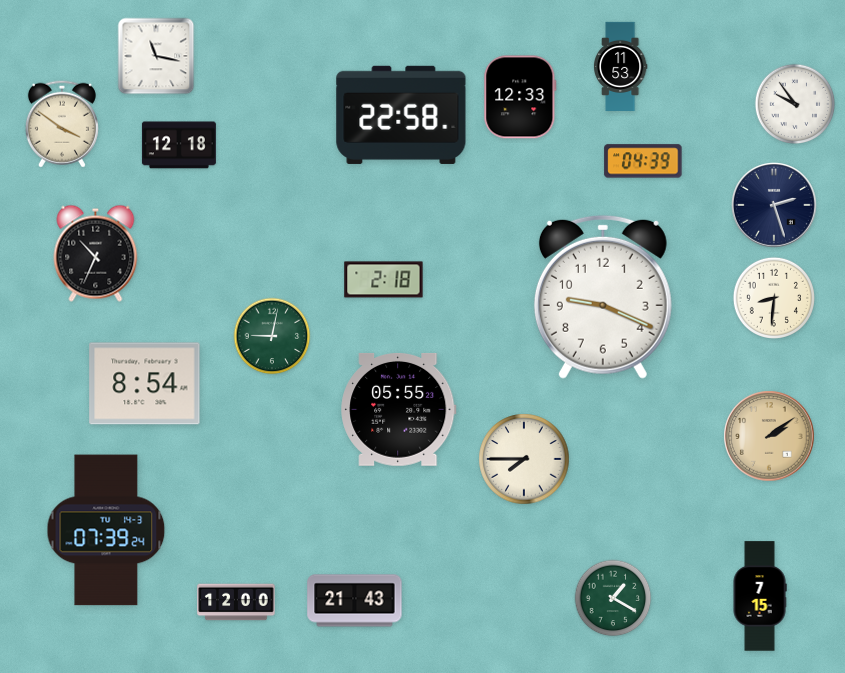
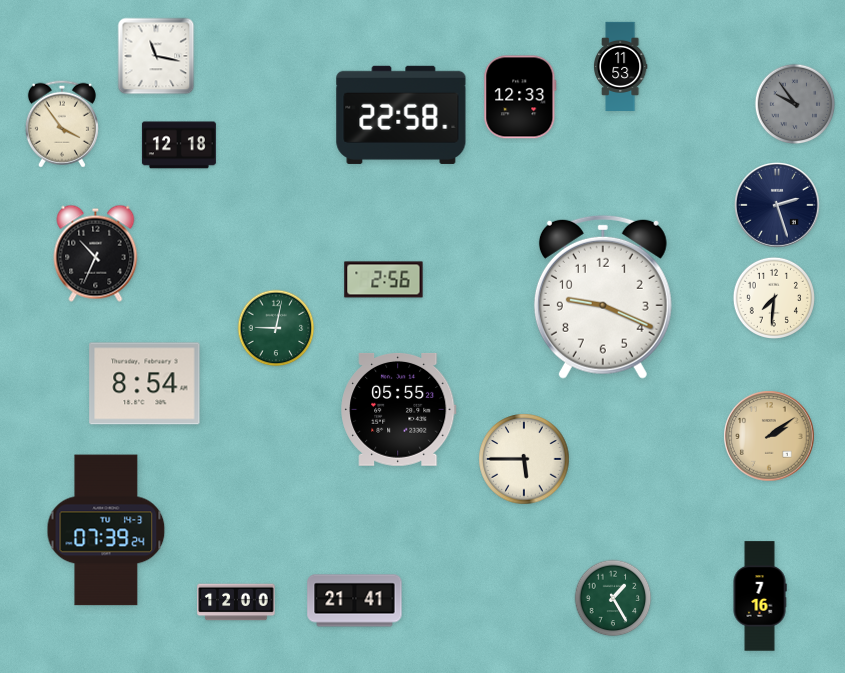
clock at (795, 104) dial: white -> grey
clock at (62, 124): 3:51 -> 3:54
clock at (643, 161): 04:39 -> none
clock at (775, 206) position: (775, 206) -> (778, 206)
clock at (384, 280): 2:18 -> 2:56
clock at (774, 298): 8:31 -> 7:31
clock at (272, 336) position: (272, 336) -> (276, 328)
clock at (524, 459): 7:45 -> 5:45
clock at (760, 596): 7:15 -> 7:16
clock at (613, 598): 1:20 -> 1:25
clock at (355, 601): 21:43 -> 21:41
